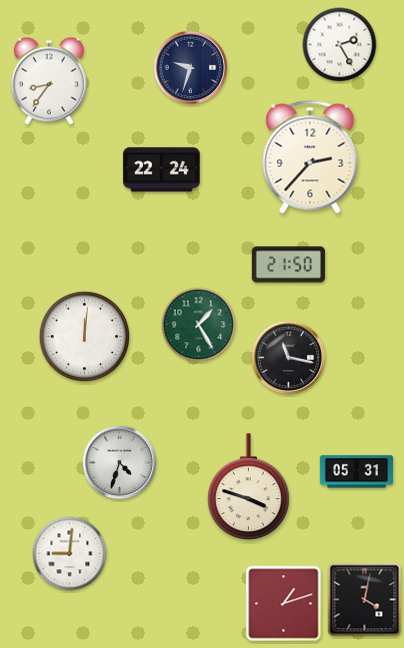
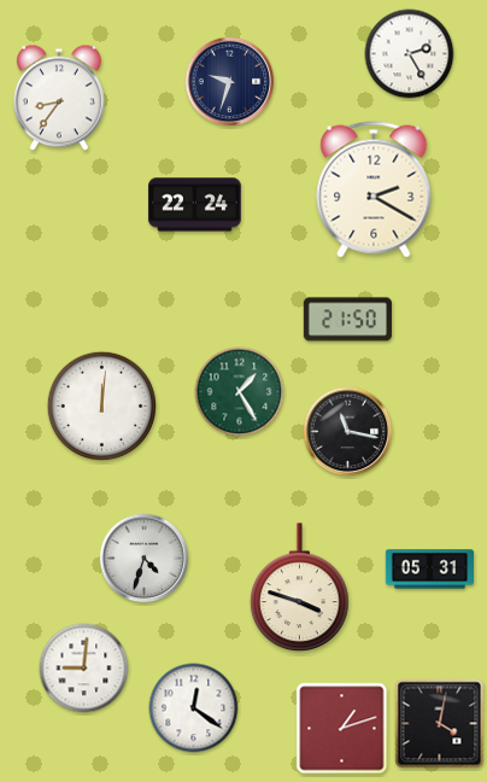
clock at (310, 157): 2:37 -> 2:20
clock at (194, 708): none -> 12:21
